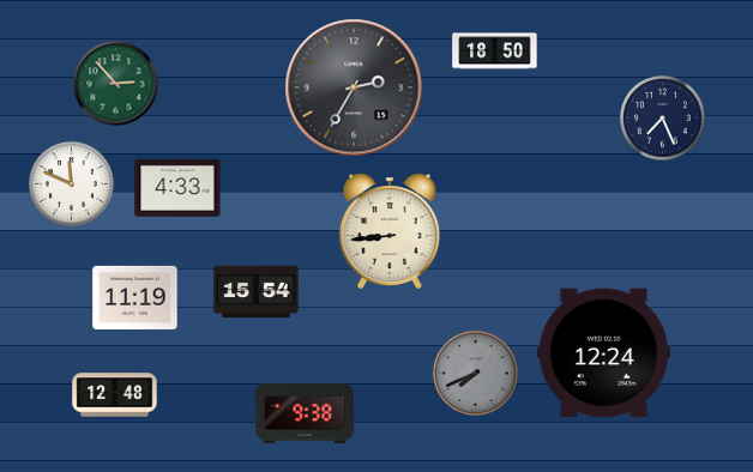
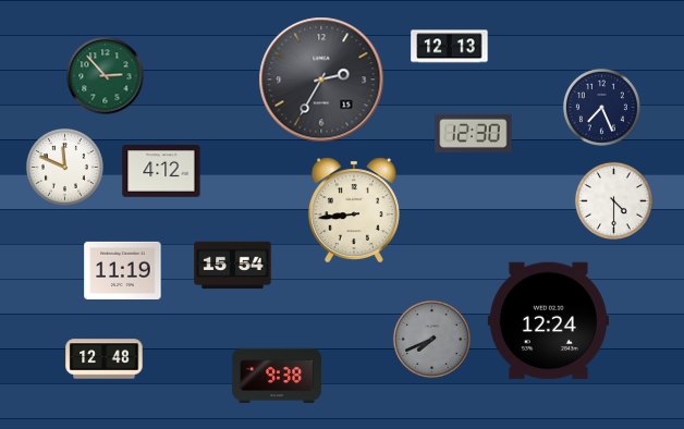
clock at (495, 52): 18:50 -> 12:13
clock at (474, 133): none -> 12:30
clock at (177, 189): 4:33 -> 4:12
clock at (613, 200): none -> 4:30
